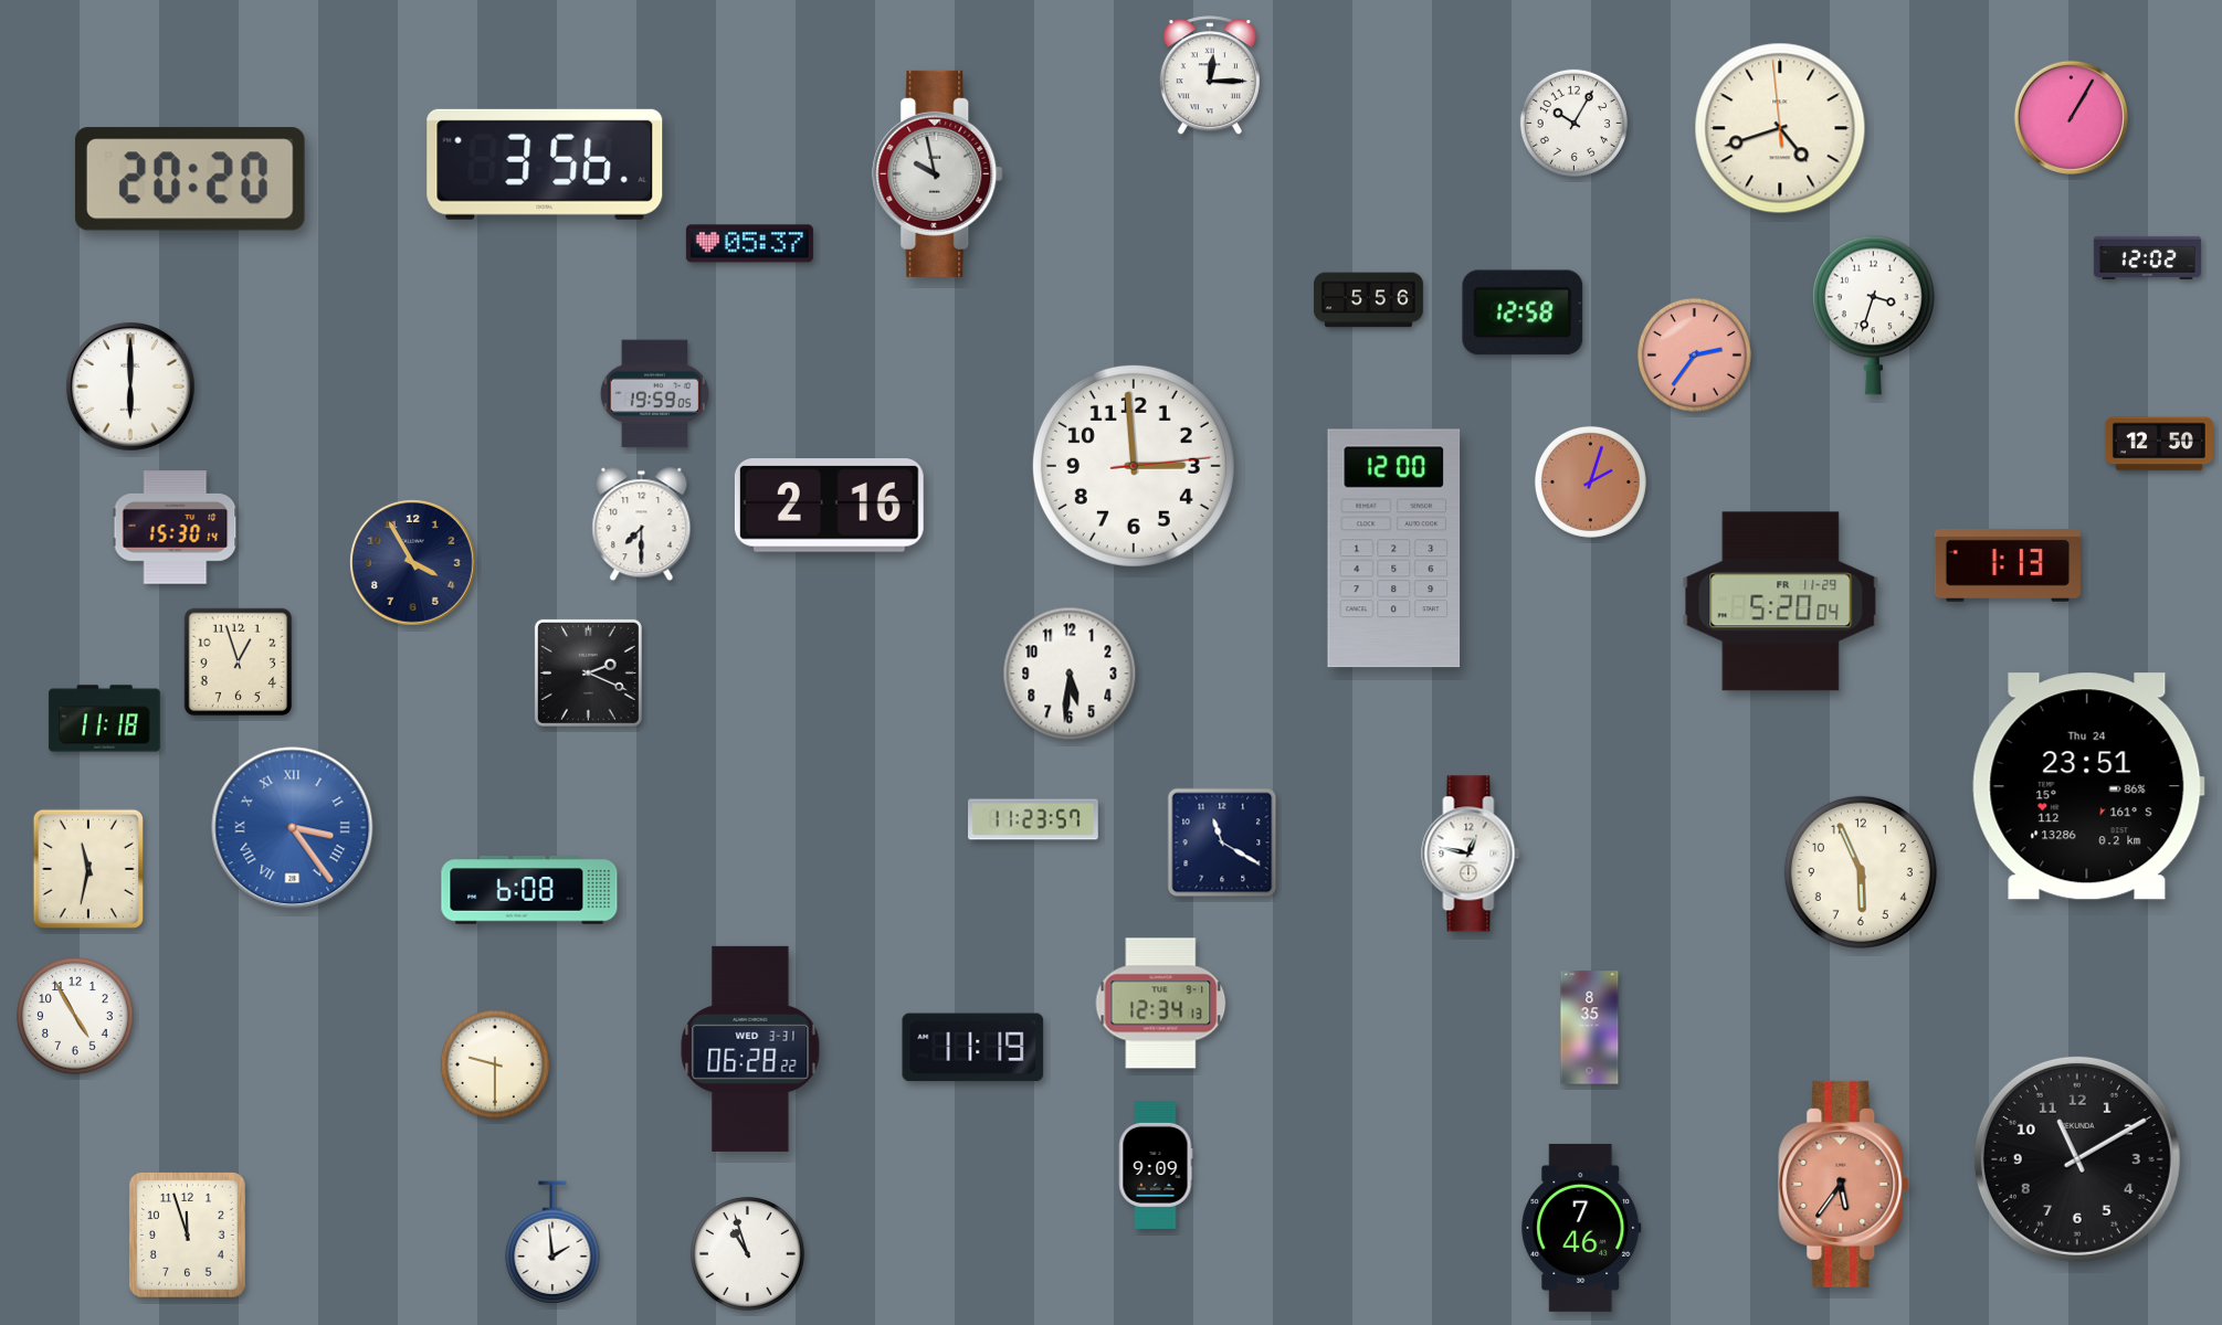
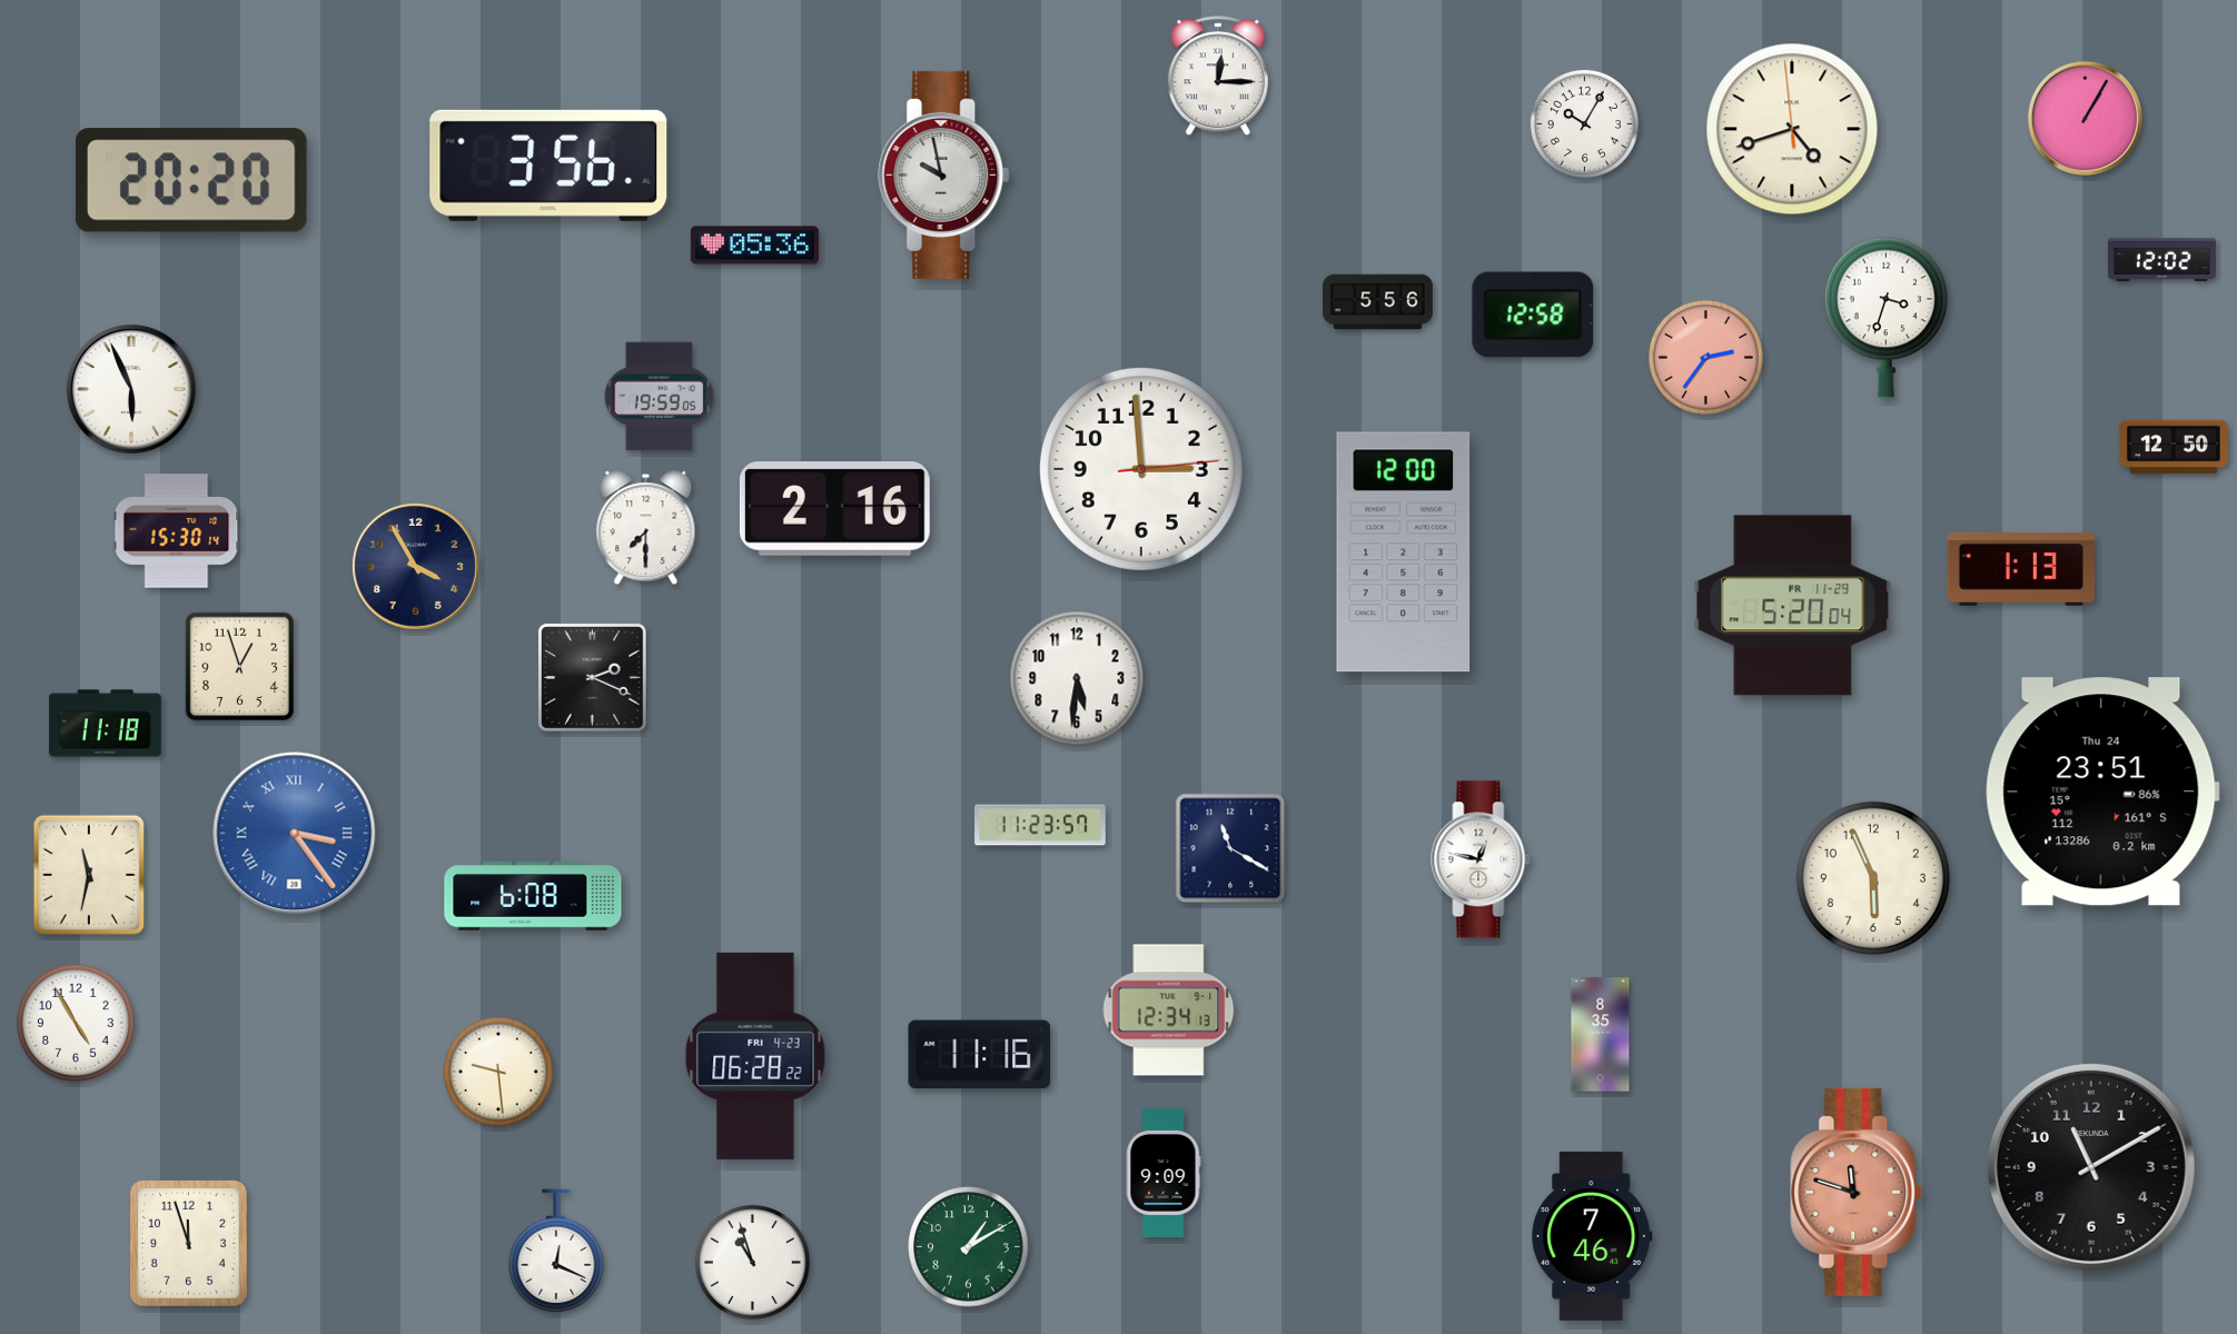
clock at (749, 244): 05:37 -> 05:36
clock at (131, 388): 6:00 -> 5:56
clock at (1590, 481): 2:03 -> none
clock at (973, 1048): 11:19 -> 11:16
clock at (750, 1049) date: WED 3-31 -> FRI 4-23
clock at (495, 1064): 9:30 -> 9:29
clock at (1844, 1184): 5:36 -> 11:48
clock at (969, 1247): none -> 1:10
clock at (552, 1243): 1:59 -> 12:19
